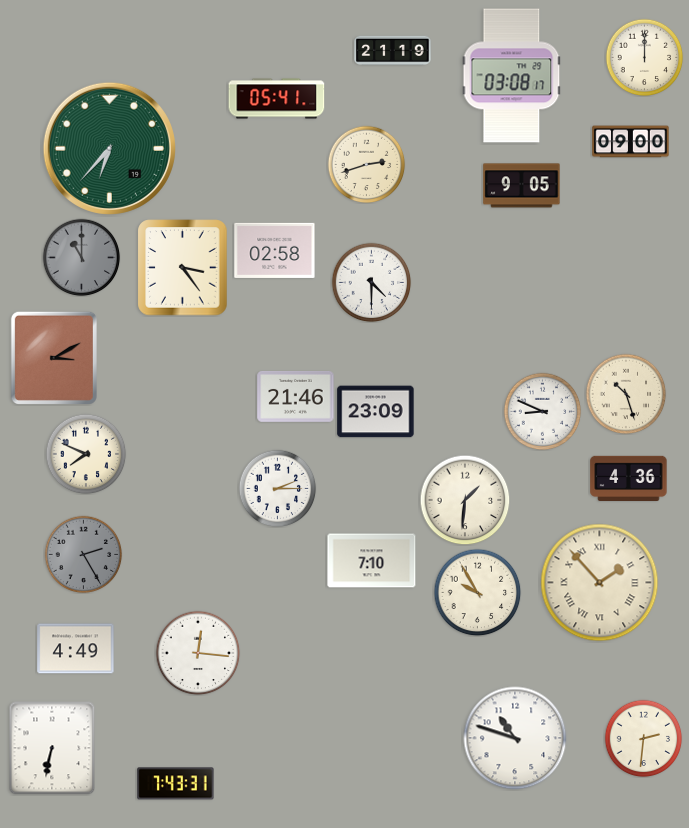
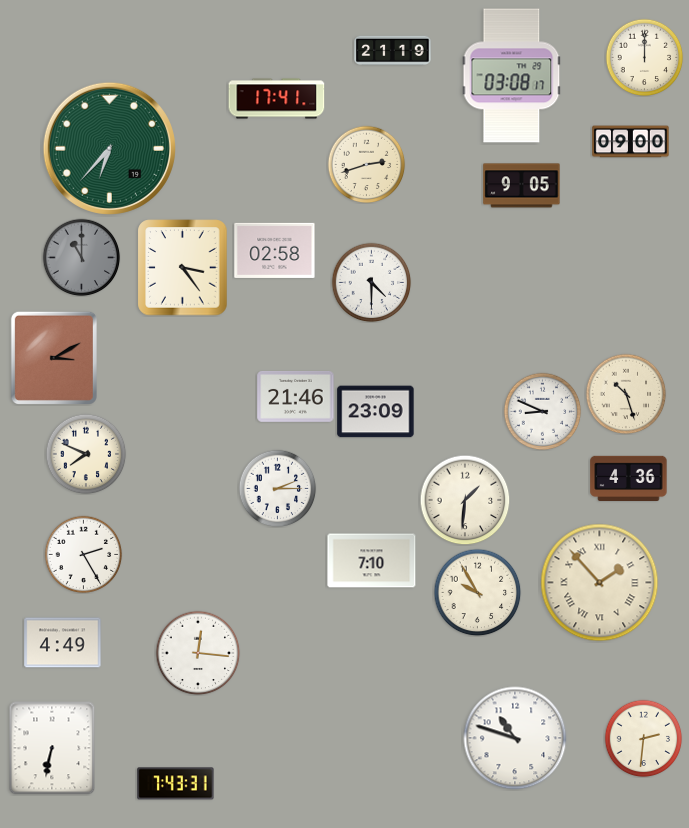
clock at (277, 99): 05:41 -> 17:41
clock at (83, 554) dial: grey -> white
clock at (76, 649) position: (76, 649) -> (63, 643)
